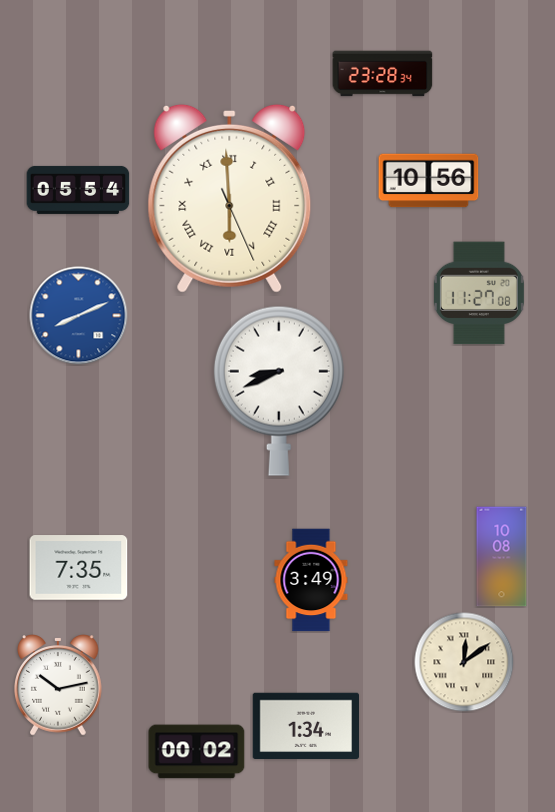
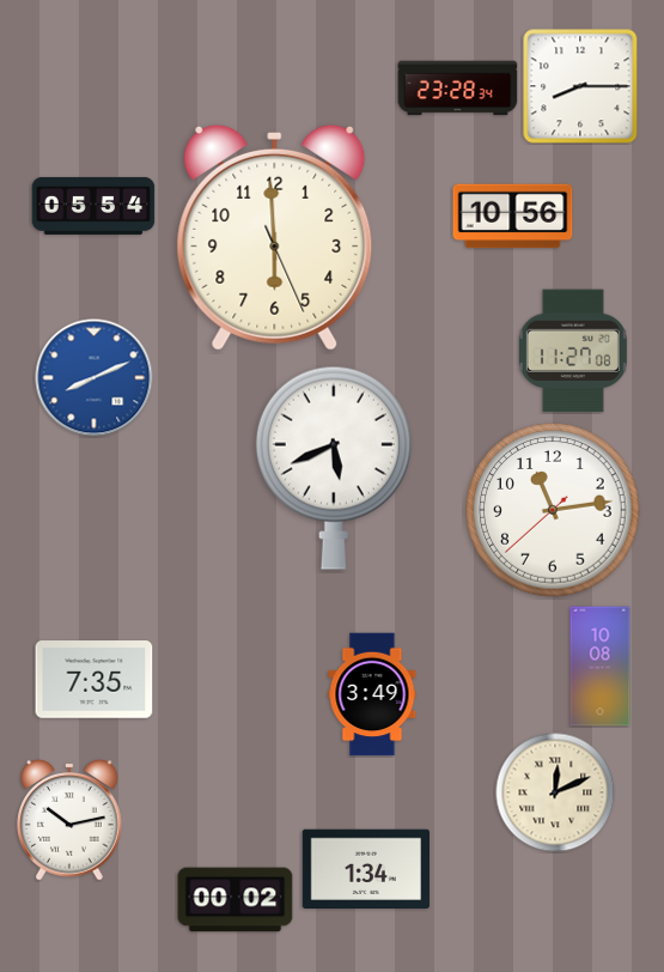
clock at (580, 86): none -> 8:15
clock at (78, 190) position: (78, 190) -> (93, 206)
clock at (230, 198) numerals: Roman -> Arabic
clock at (279, 391): 8:41 -> 5:41
clock at (553, 510): none -> 11:13
clock at (464, 662): 12:09 -> 12:11
